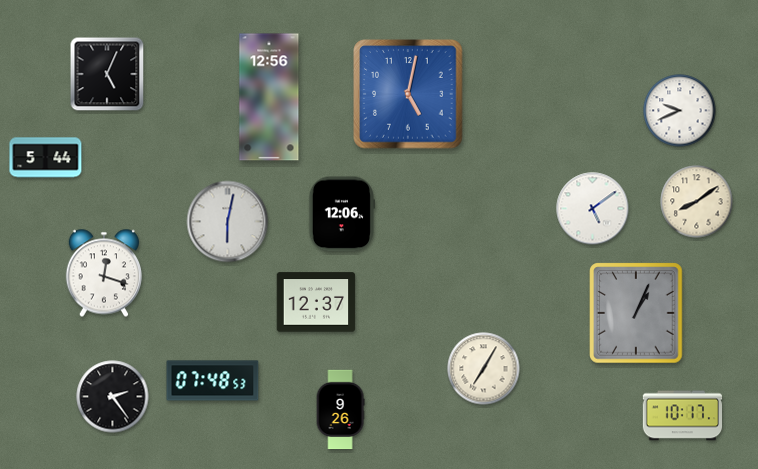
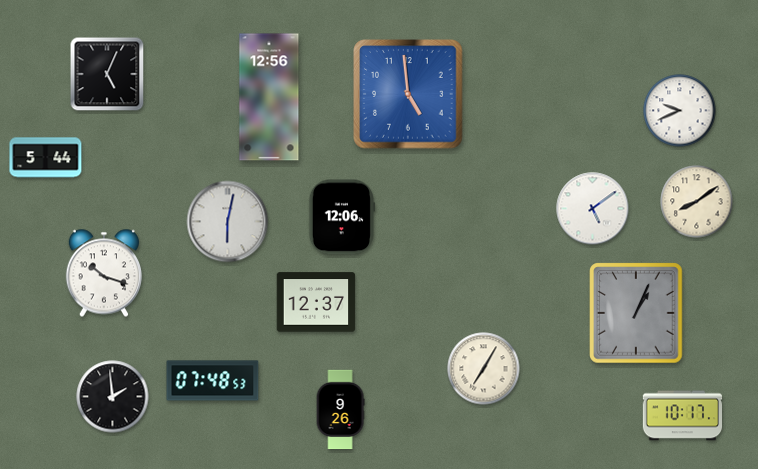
clock at (408, 94): 5:02 -> 4:59
clock at (342, 214) position: (342, 214) -> (342, 217)
clock at (103, 273): 12:18 -> 10:18
clock at (113, 397): 2:24 -> 1:59
